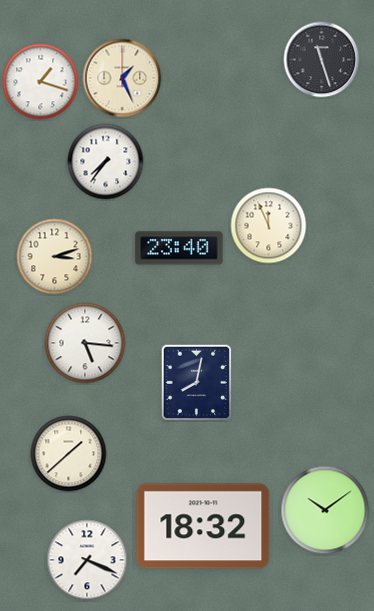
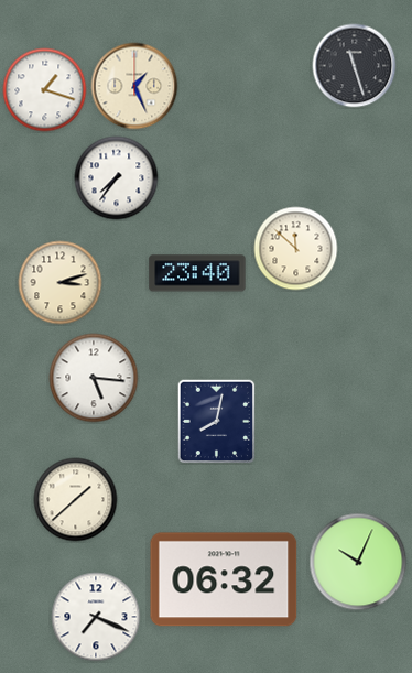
clock at (269, 226): 11:56 -> 11:52
clock at (325, 510): 10:09 -> 10:04
clock at (203, 526): 18:32 -> 06:32
